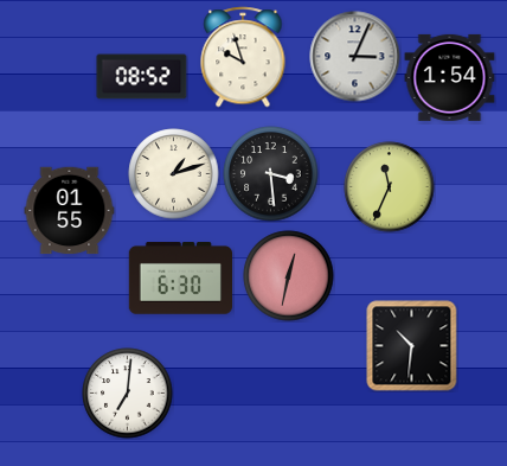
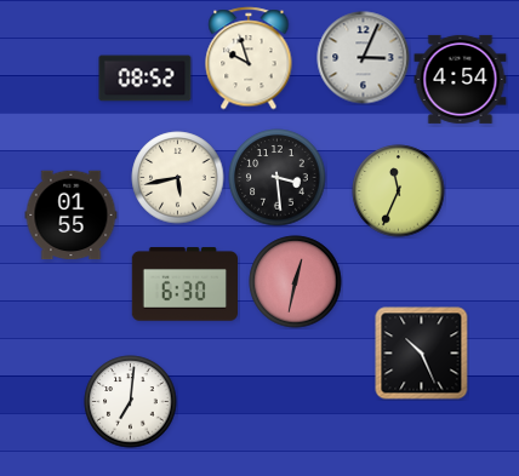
clock at (450, 77): 1:54 -> 4:54
clock at (174, 174): 1:12 -> 5:43
clock at (412, 346): 10:31 -> 10:26
